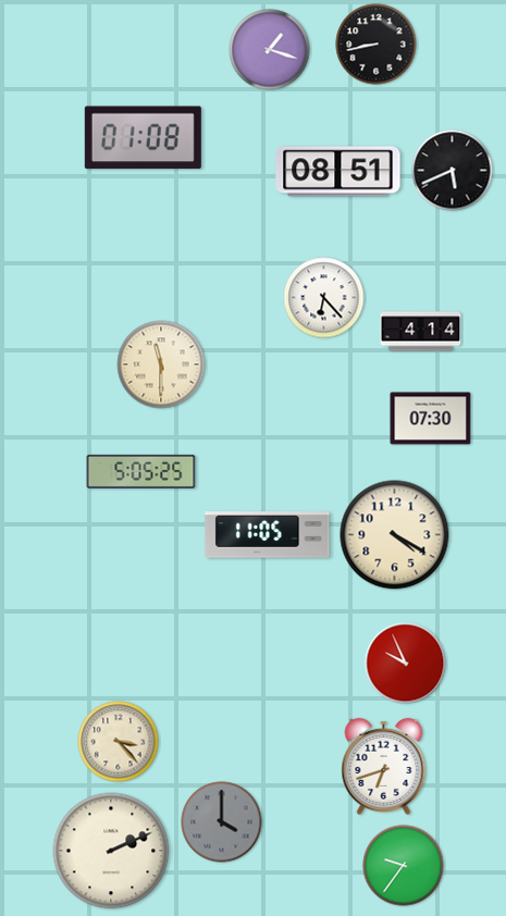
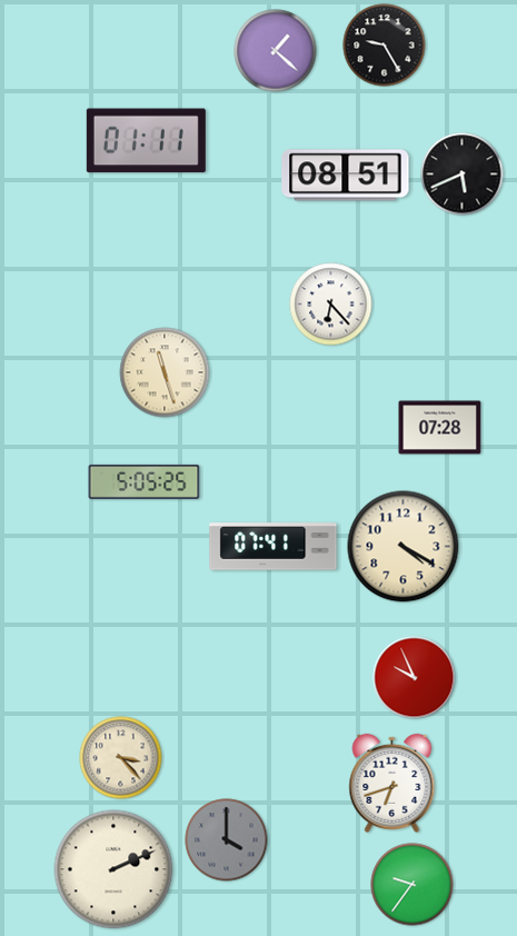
clock at (377, 45): 8:43 -> 9:25
clock at (270, 50): 1:18 -> 1:22
clock at (143, 138): 01:08 -> 01:11
clock at (421, 332): 4:14 -> none
clock at (161, 364): 11:30 -> 11:27
clock at (431, 419): 07:30 -> 07:28
clock at (268, 535): 11:05 -> 07:41
